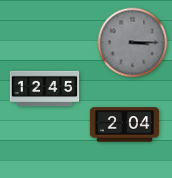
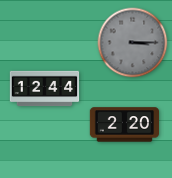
clock at (45, 89): 12:45 -> 12:44
clock at (125, 125): 2:04 -> 2:20
